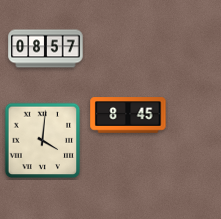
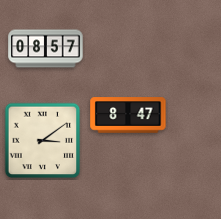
clock at (128, 115): 8:45 -> 8:47
clock at (43, 141): 4:01 -> 3:09
